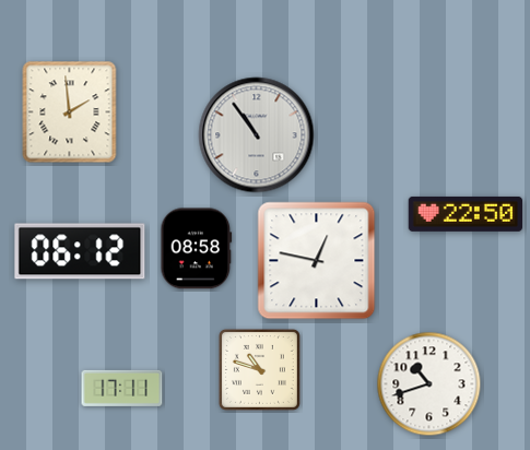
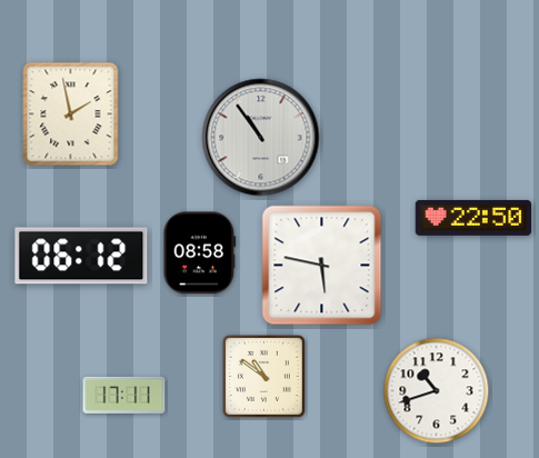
clock at (70, 112): 1:59 -> 1:58
clock at (317, 261): 12:47 -> 5:47
clock at (259, 369): 10:48 -> 10:51
